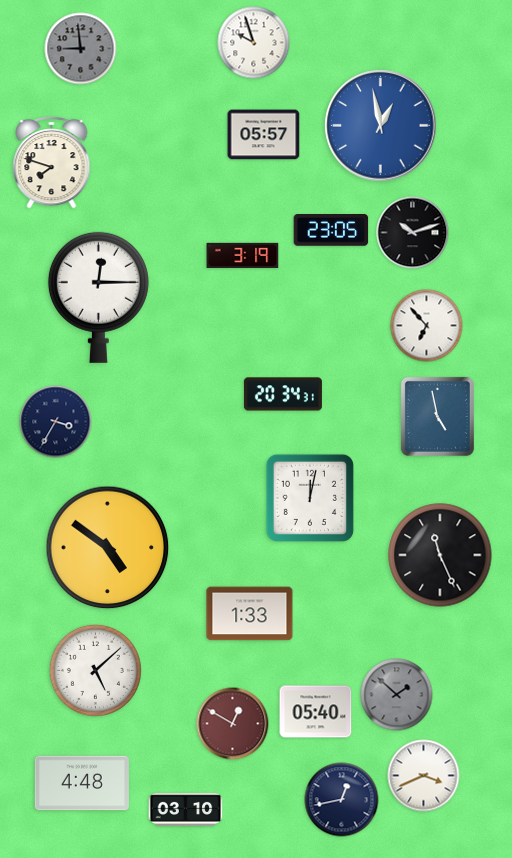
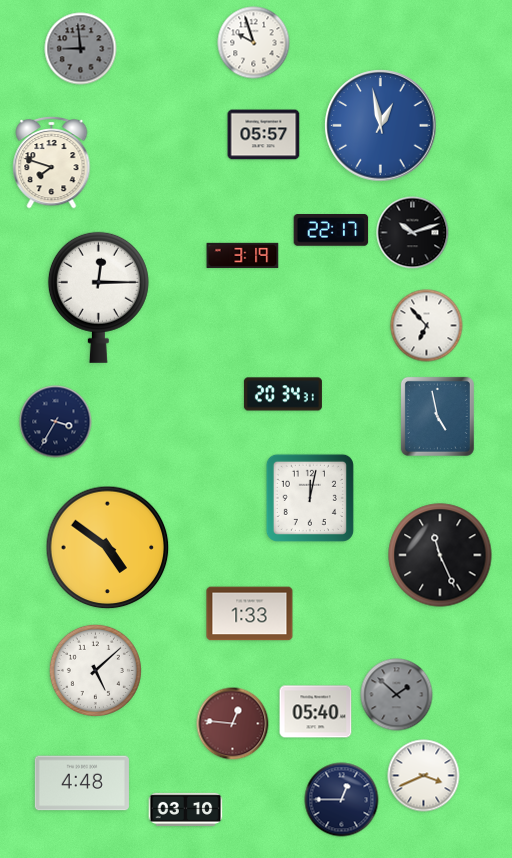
clock at (331, 231): 23:05 -> 22:17
clock at (233, 724): 12:50 -> 12:46
clock at (342, 800): 12:43 -> 12:45
